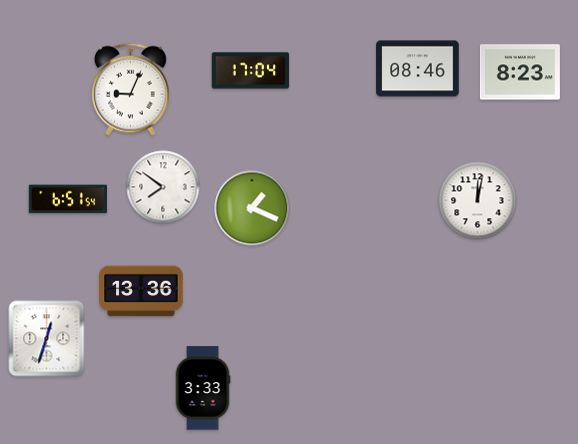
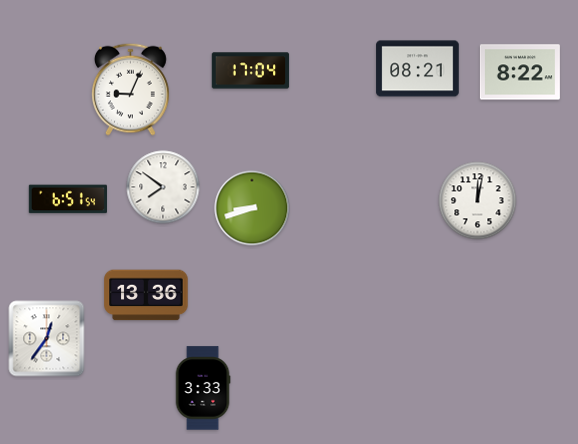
clock at (418, 69): 08:46 -> 08:21
clock at (520, 72): 8:23 -> 8:22
clock at (252, 208): 1:19 -> 8:42
clock at (141, 291) position: (141, 291) -> (146, 295)
clock at (47, 339): 12:33 -> 12:36
